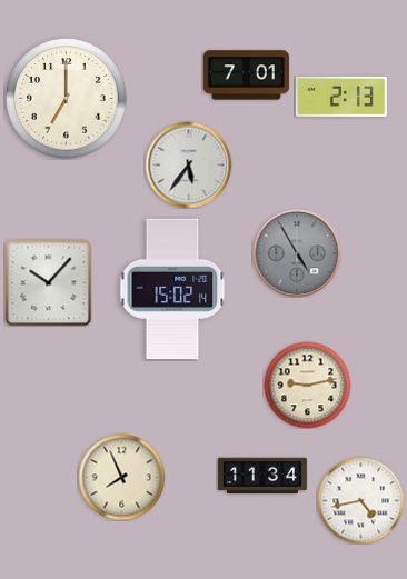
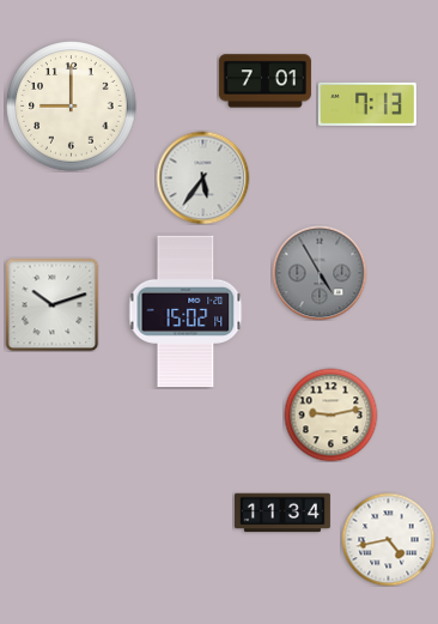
clock at (341, 97): 2:13 -> 7:13
clock at (67, 99): 7:00 -> 9:00
clock at (48, 282): 10:07 -> 10:12
clock at (121, 477): 7:56 -> none
